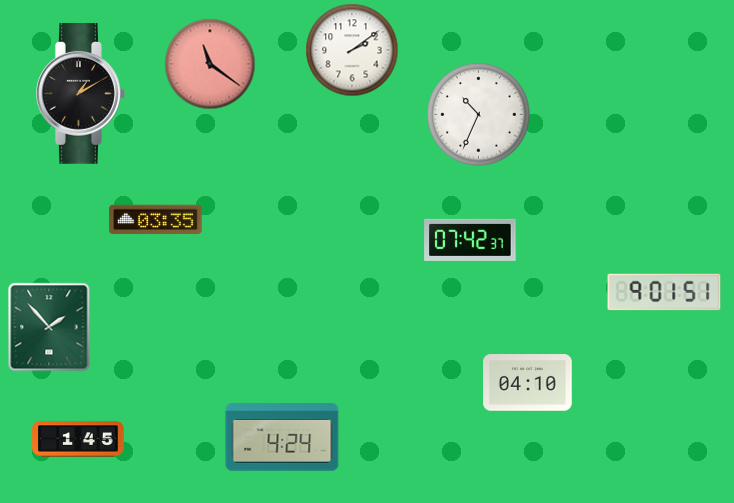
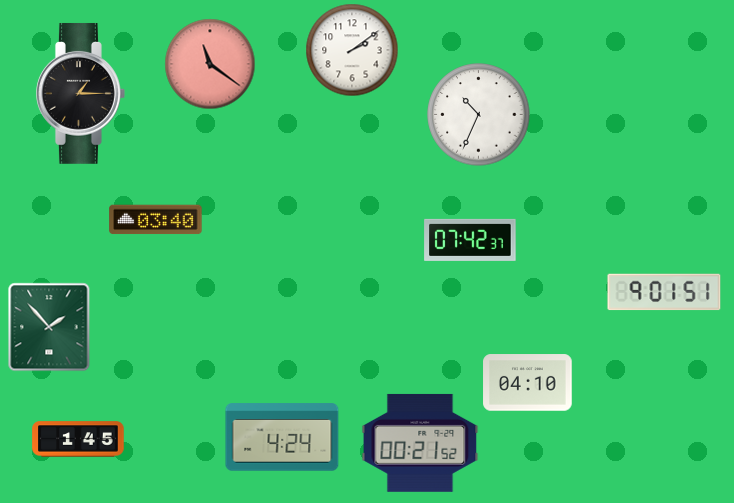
clock at (81, 93): 1:10 -> 1:15
clock at (156, 220): 03:35 -> 03:40
clock at (420, 443): none -> 00:21
